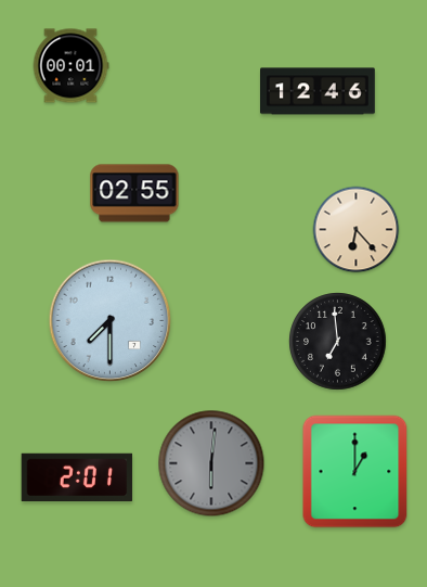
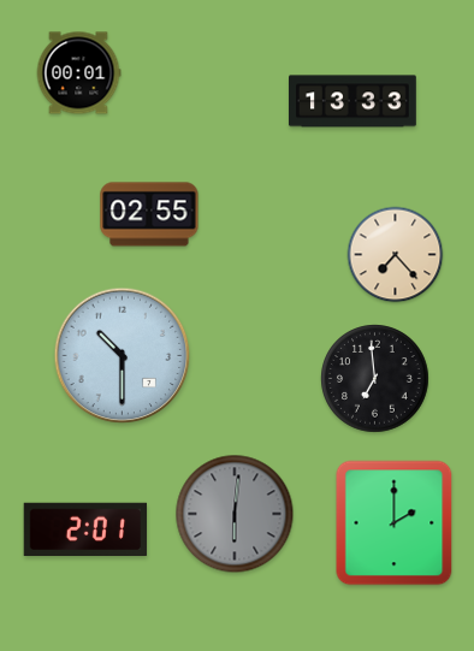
clock at (319, 91): 12:46 -> 13:33
clock at (357, 230): 6:23 -> 7:23
clock at (111, 321): 7:30 -> 10:30
clock at (355, 472): 1:00 -> 2:00
